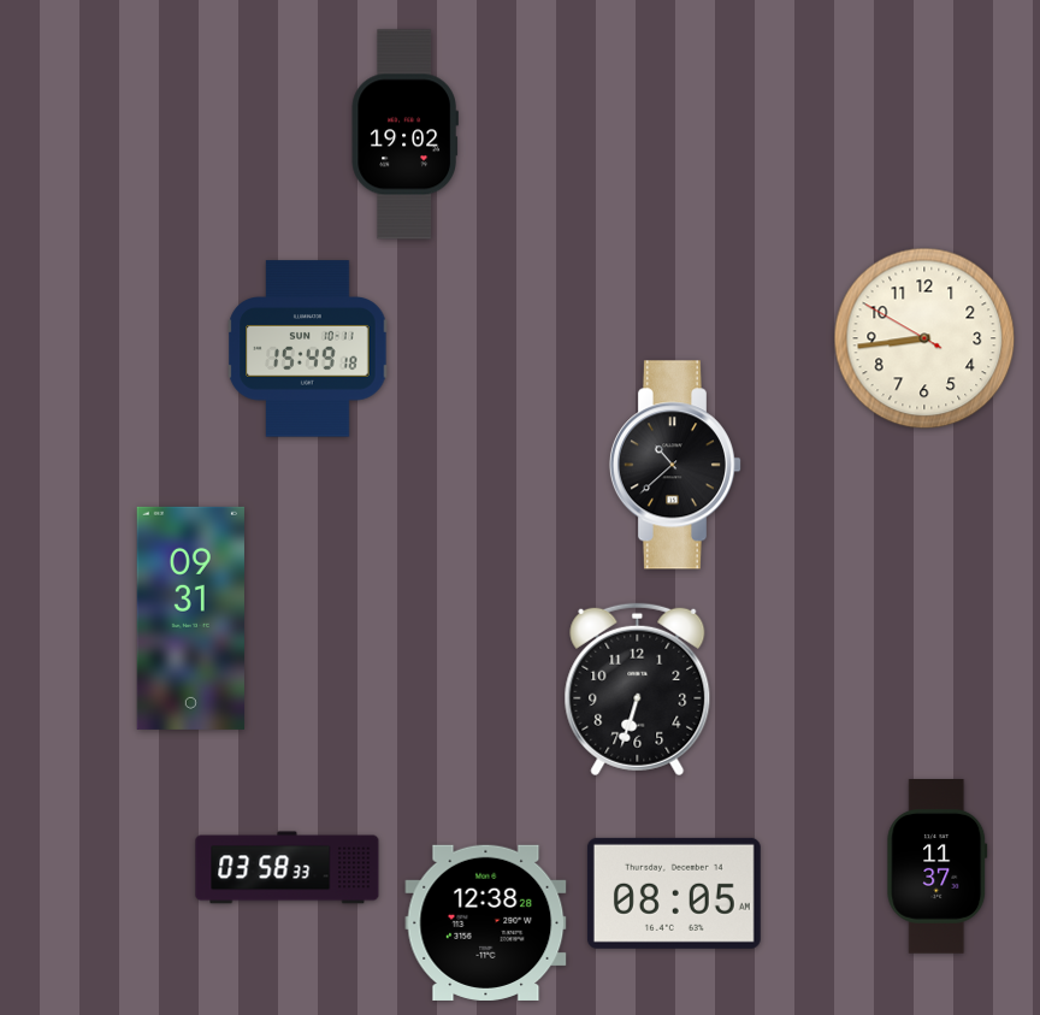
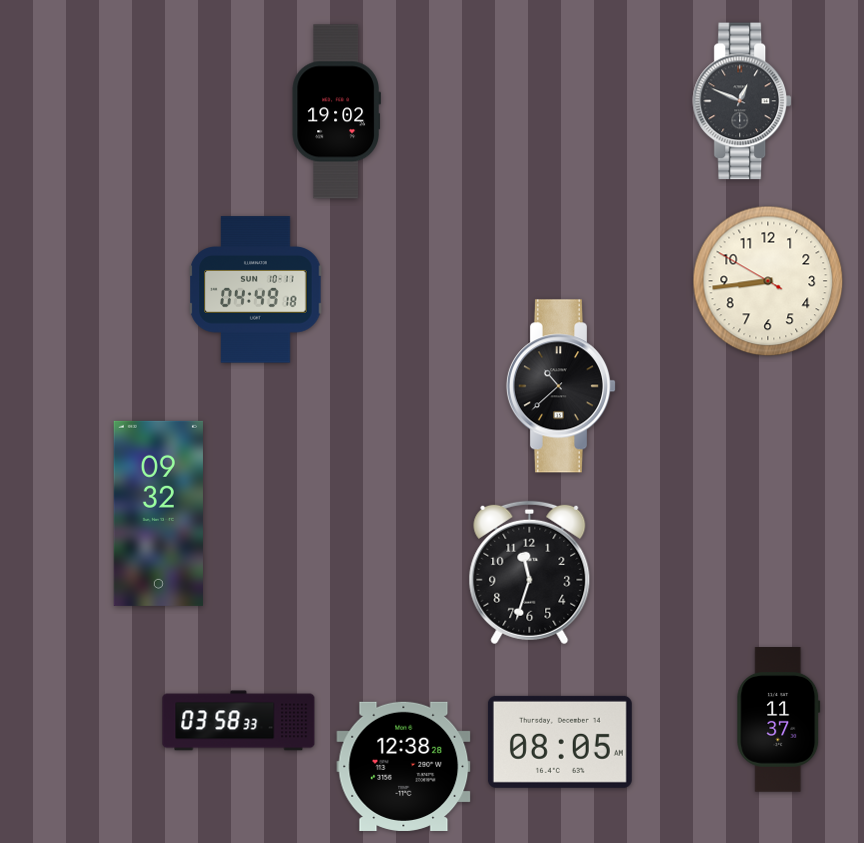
clock at (743, 101): none -> 12:49
clock at (308, 349): 15:49 -> 04:49
clock at (190, 618): 09:31 -> 09:32
clock at (638, 690): 6:33 -> 11:33
